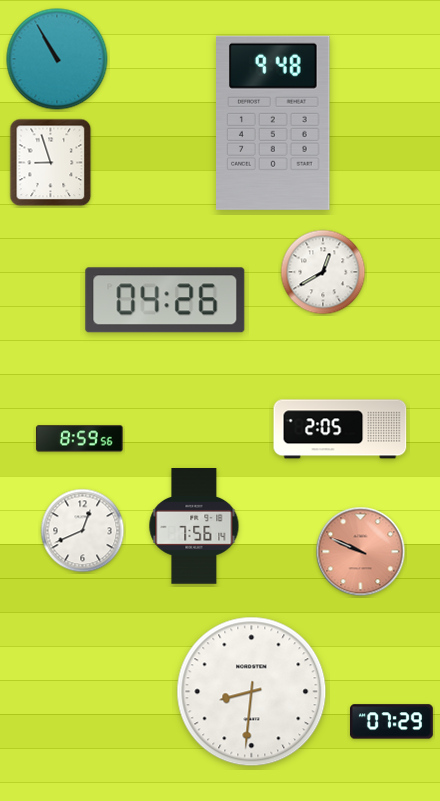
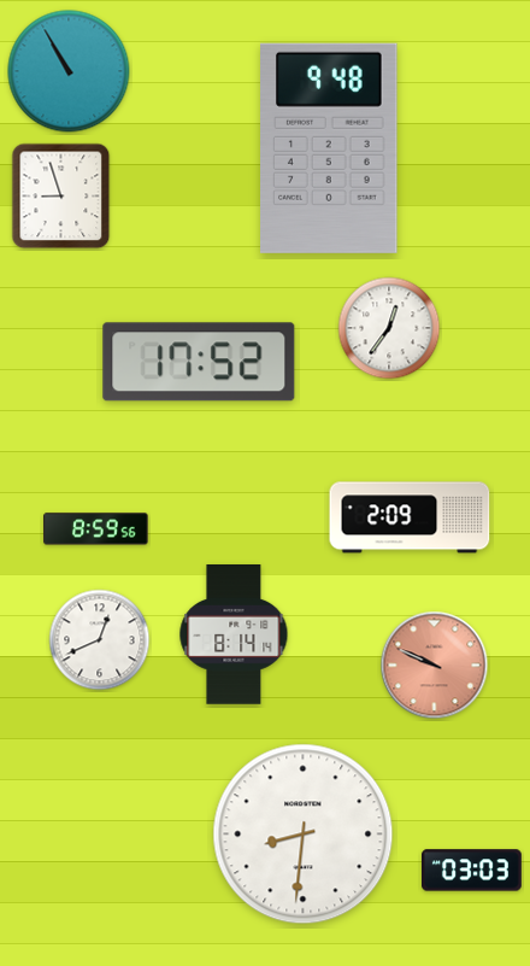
clock at (323, 272): 12:40 -> 12:36
clock at (165, 300): 04:26 -> 17:52
clock at (340, 429): 2:05 -> 2:09
clock at (194, 527): 7:56 -> 8:14
clock at (392, 722): 07:29 -> 03:03
